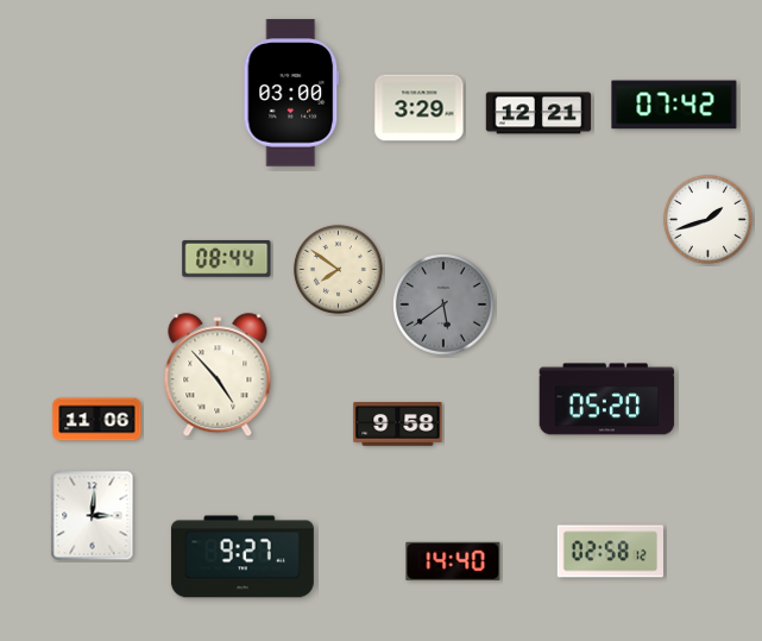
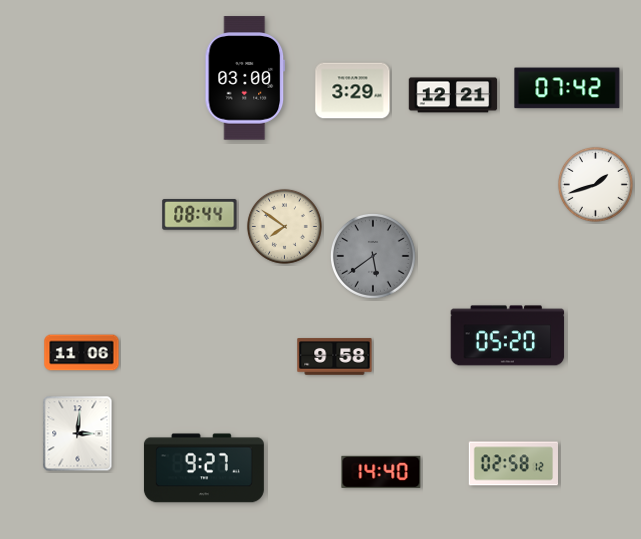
clock at (227, 259) position: (227, 259) -> (200, 215)
clock at (218, 376): 4:53 -> none
clock at (607, 400) position: (607, 400) -> (508, 336)
